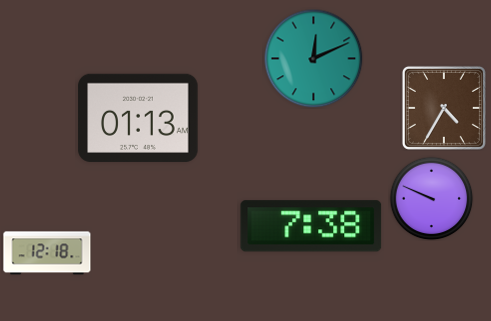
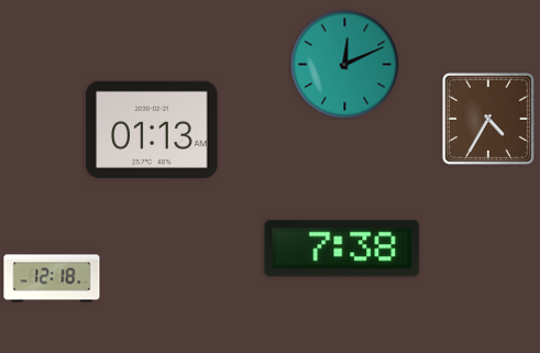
clock at (431, 198): 9:49 -> none
